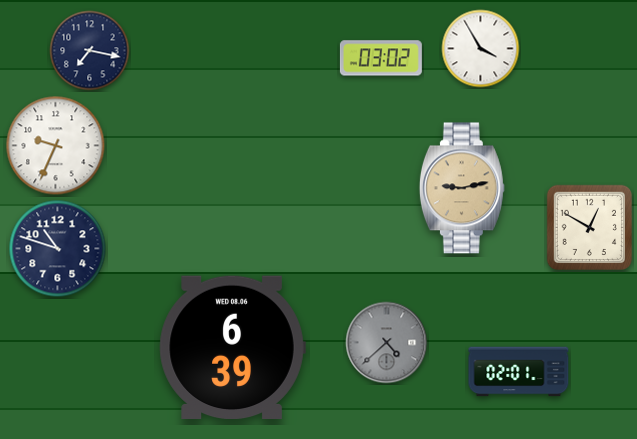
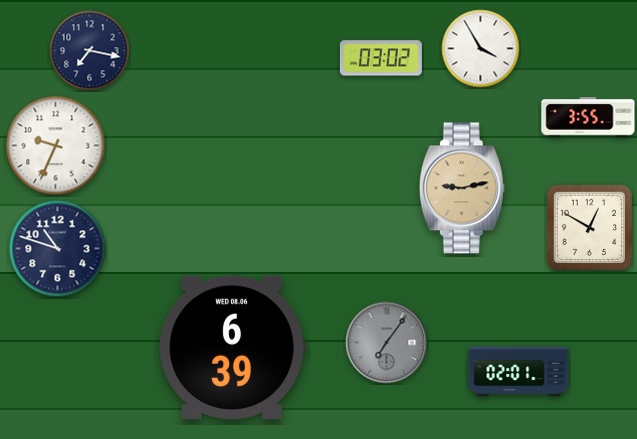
clock at (588, 117): none -> 3:55
clock at (387, 343): 4:38 -> 7:06
